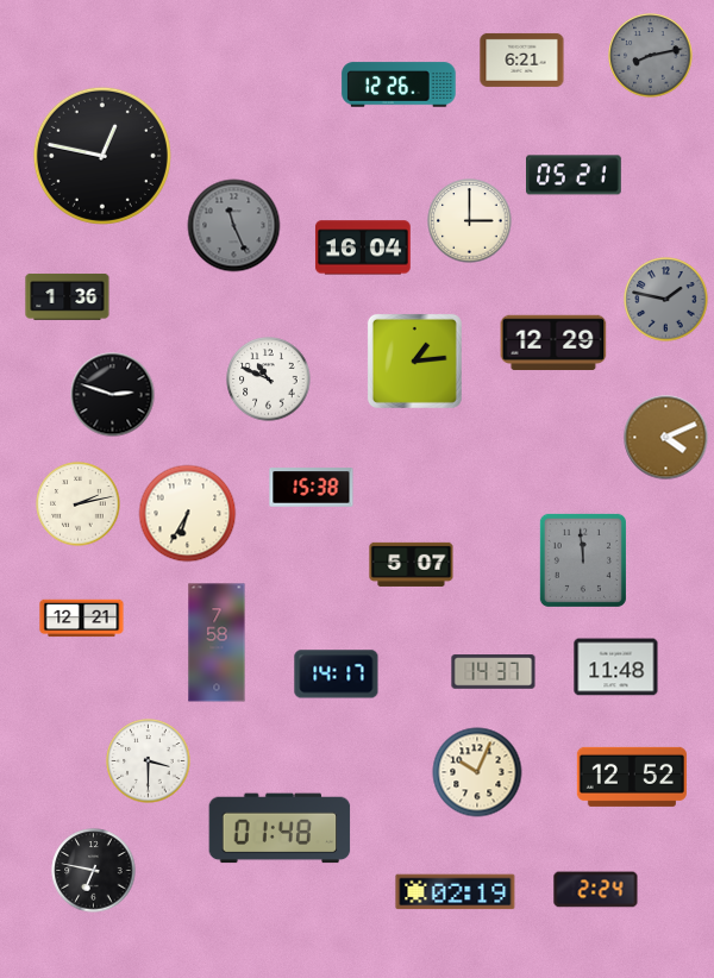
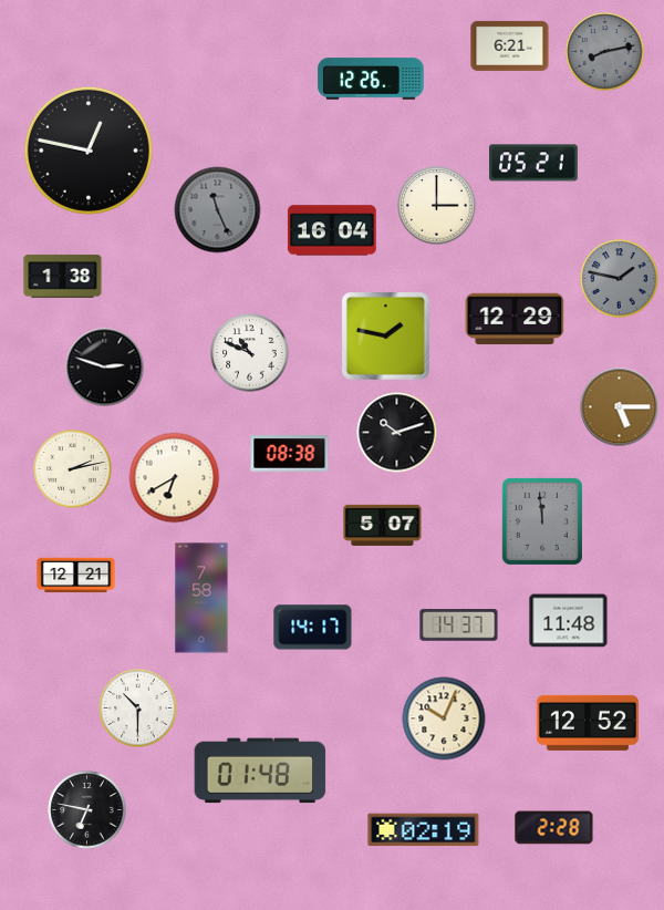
clock at (522, 59) position: (522, 59) -> (510, 45)
clock at (102, 156) position: (102, 156) -> (89, 151)
clock at (363, 247) position: (363, 247) -> (332, 230)
clock at (68, 296): 1:36 -> 1:38
clock at (414, 361): 1:14 -> 1:47
clock at (666, 438): 4:11 -> 5:15
clock at (397, 433): none -> 10:12
clock at (312, 488): 15:38 -> 08:38
clock at (188, 514): 6:35 -> 6:40
clock at (616, 667) position: (616, 667) -> (569, 621)
clock at (149, 761): 3:30 -> 10:30
clock at (596, 890): 2:24 -> 2:28
